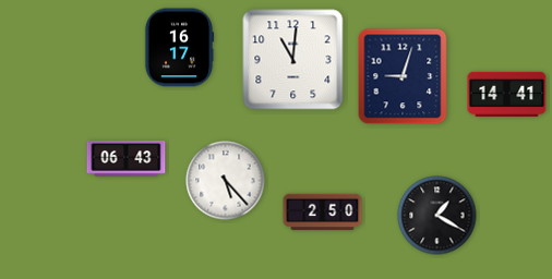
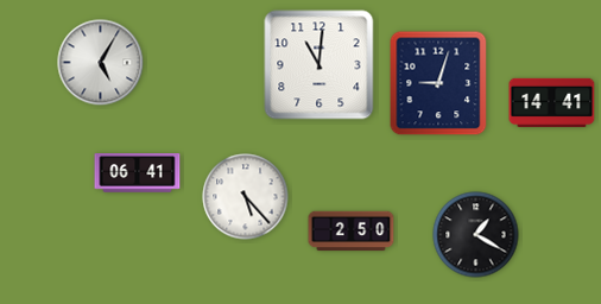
clock at (179, 48): 16:17 -> none
clock at (101, 63): none -> 5:05
clock at (127, 159): 06:43 -> 06:41
